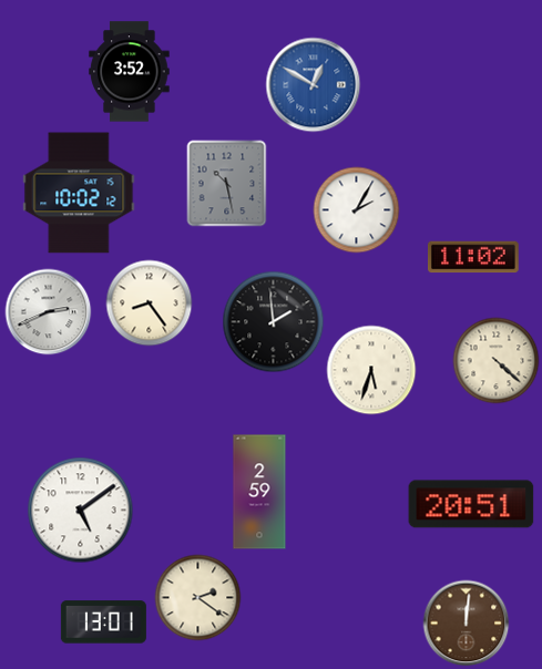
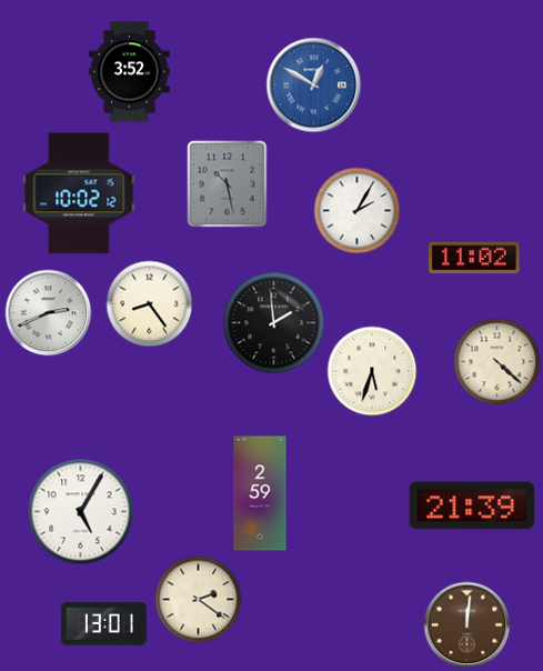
clock at (471, 504): 20:51 -> 21:39
clock at (80, 510): 5:09 -> 5:05
